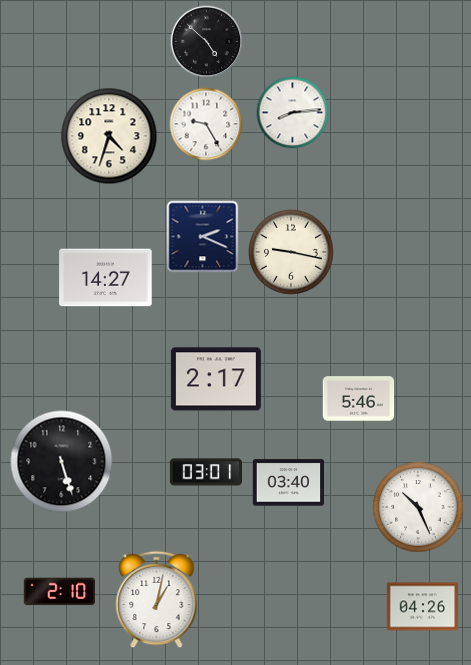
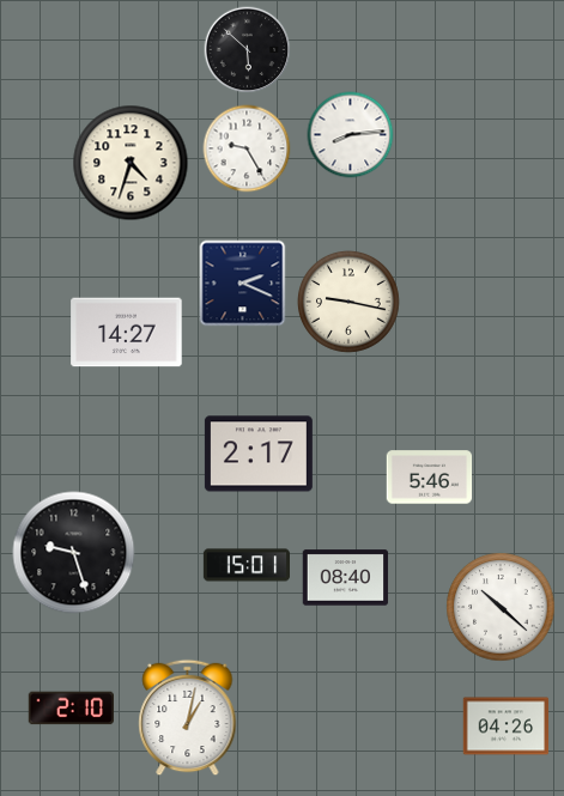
clock at (207, 42): 4:52 -> 5:52
clock at (62, 462): 5:27 -> 9:27
clock at (205, 472): 03:01 -> 15:01
clock at (289, 483): 03:40 -> 08:40
clock at (418, 507): 10:26 -> 10:22
